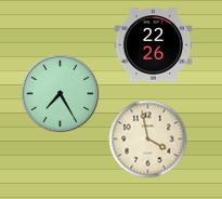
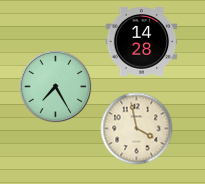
clock at (154, 45): 22:26 -> 14:28
